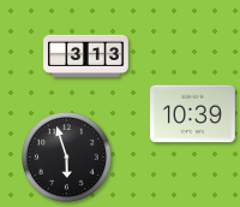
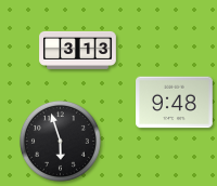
clock at (193, 114): 10:39 -> 9:48
